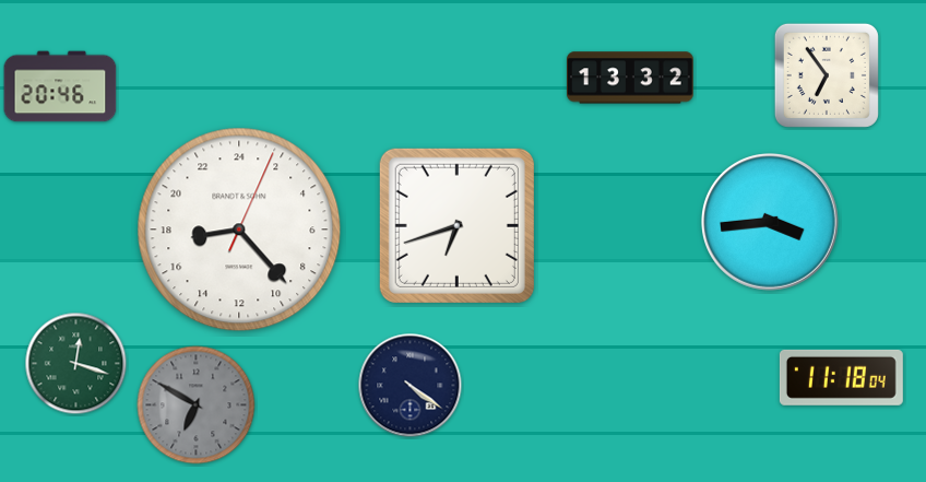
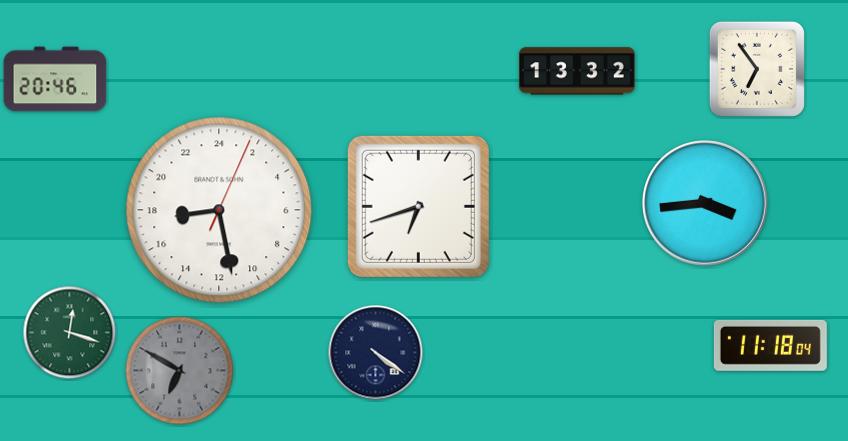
clock at (239, 230): 17:23 -> 17:28
